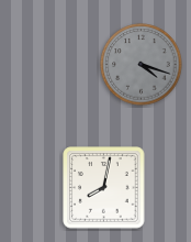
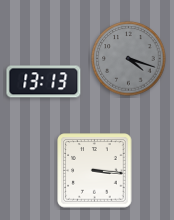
clock at (44, 82): none -> 13:13
clock at (104, 188): 8:02 -> 3:16
